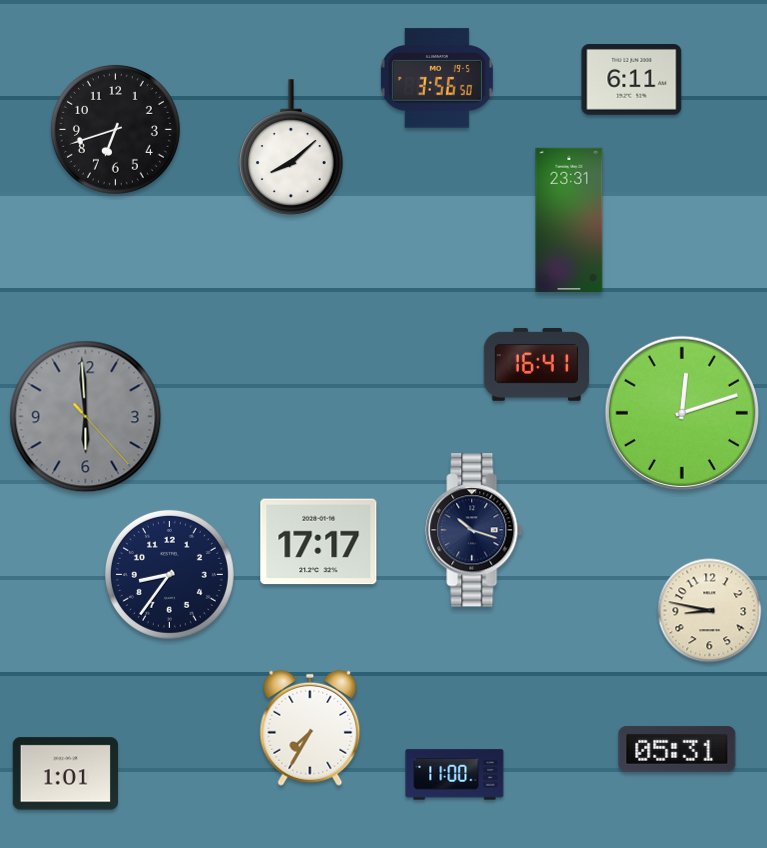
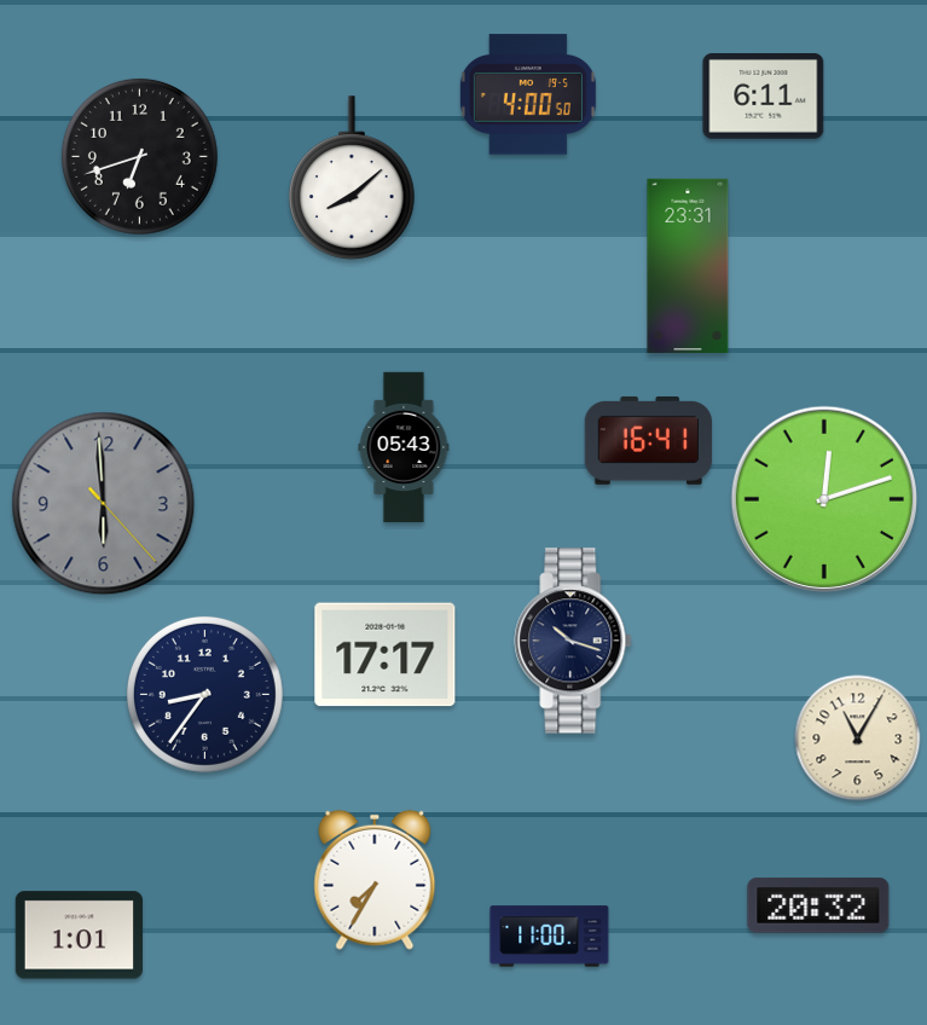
clock at (437, 78): 3:56 -> 4:00
clock at (404, 447): none -> 05:43
clock at (710, 611): 8:47 -> 11:05
clock at (677, 749): 05:31 -> 20:32
